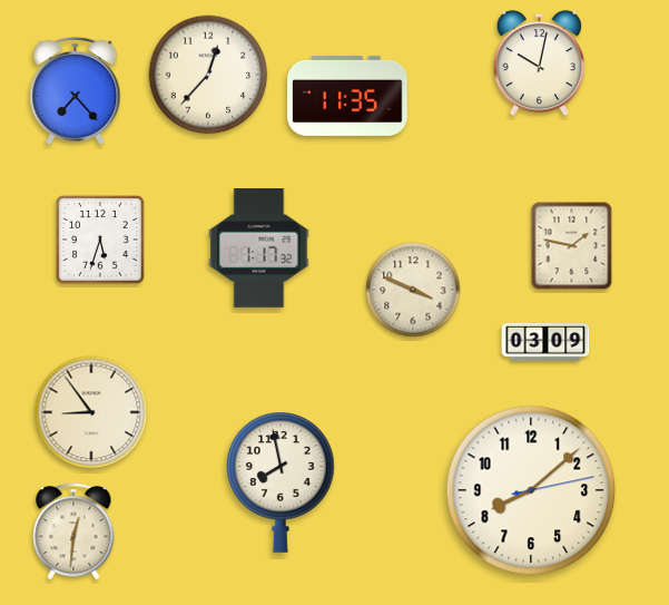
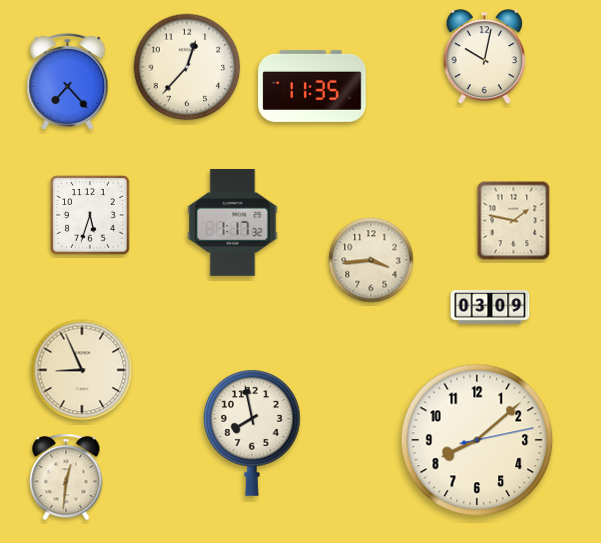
clock at (413, 290): 3:49 -> 3:44
clock at (91, 412): 8:54 -> 8:56
